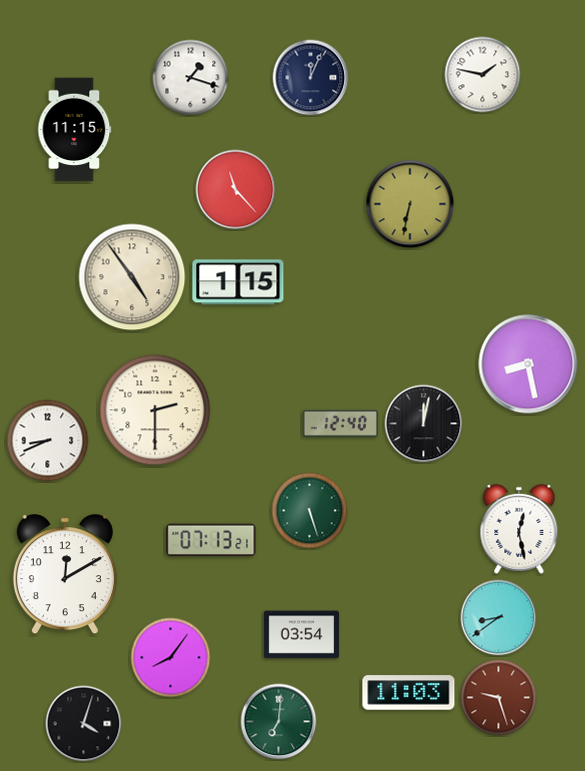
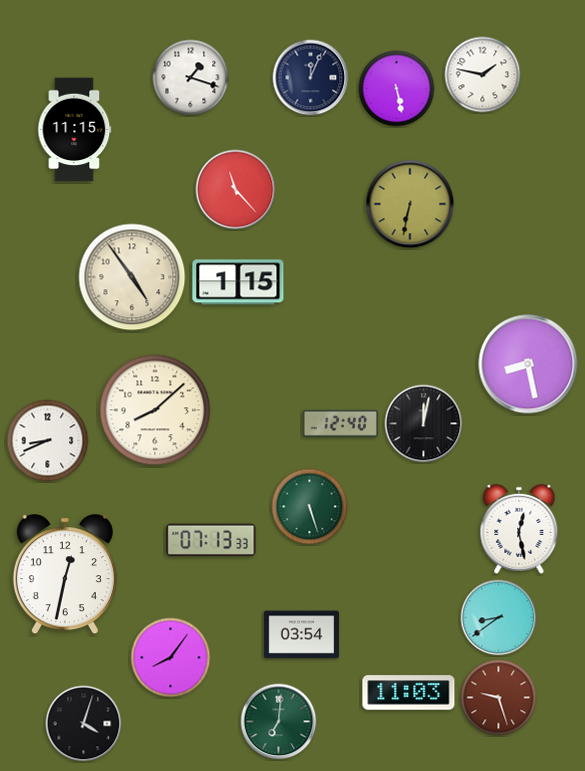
clock at (397, 89): none -> 5:28
clock at (155, 410): 2:30 -> 8:08
clock at (310, 511) position: (310, 511) -> (310, 507)
clock at (211, 540): 07:13:21 -> 07:13:33
clock at (65, 575): 12:10 -> 12:32
